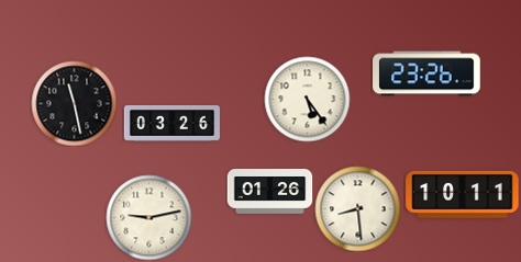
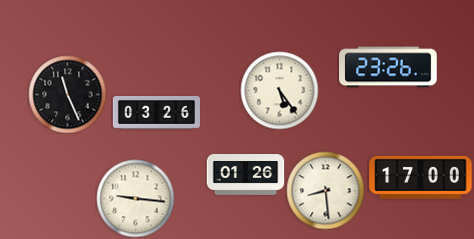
clock at (74, 103): 11:28 -> 11:26
clock at (463, 194): 10:11 -> 17:00
clock at (148, 217): 9:13 -> 9:16
